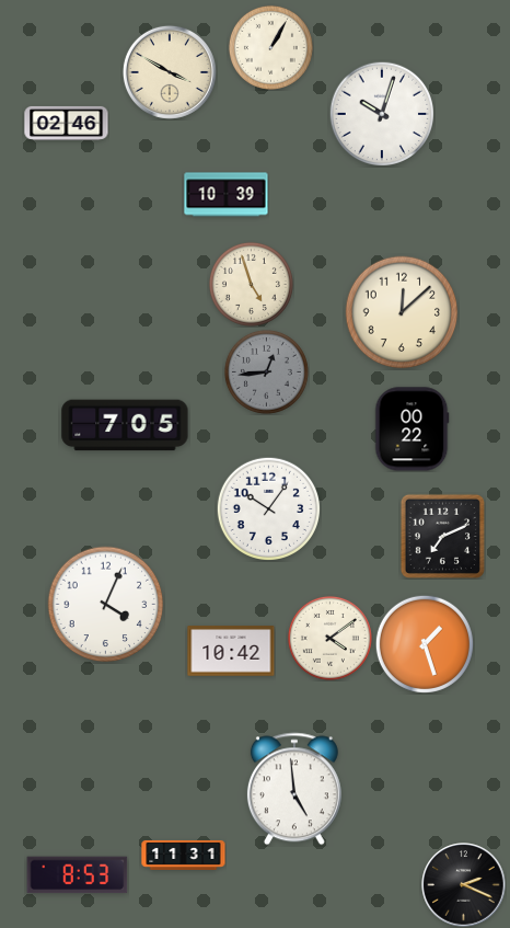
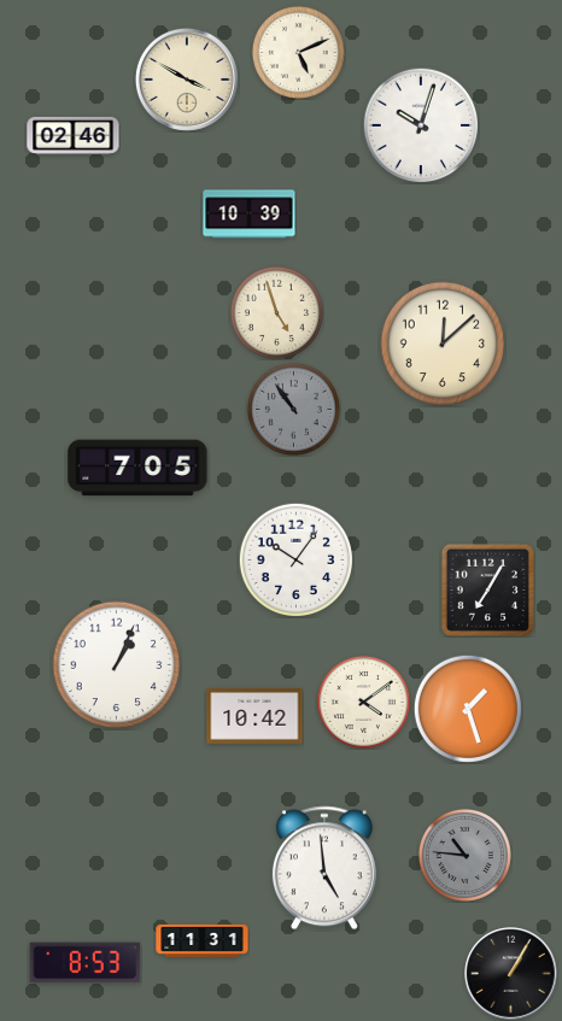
clock at (270, 47): 1:05 -> 5:11
clock at (266, 371): 12:44 -> 10:54
clock at (413, 429): 00:22 -> none
clock at (442, 536): 7:11 -> 7:05
clock at (106, 605): 4:04 -> 1:04
clock at (464, 855): none -> 10:46
clock at (464, 885): 2:19 -> 1:05
